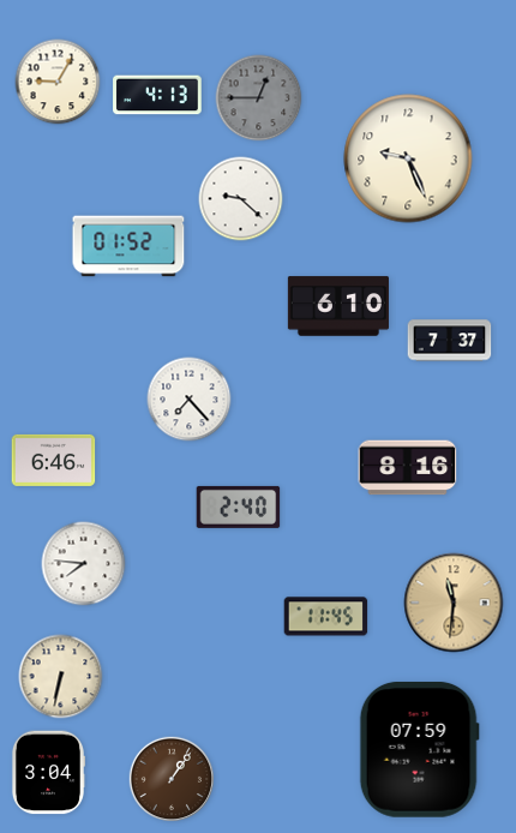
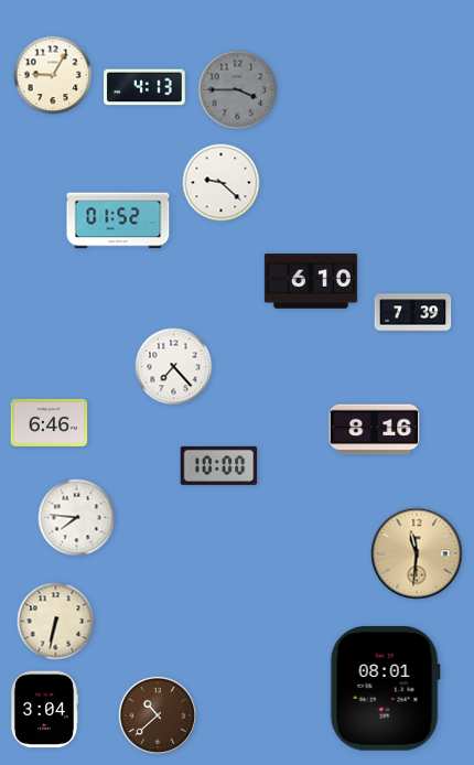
clock at (259, 98): 12:45 -> 3:45
clock at (408, 158): 9:26 -> none
clock at (128, 246) position: (128, 246) -> (118, 220)
clock at (450, 341): 7:37 -> 7:39
clock at (239, 507): 2:40 -> 10:00
clock at (326, 617): 11:45 -> none
clock at (419, 750): 07:59 -> 08:01
clock at (170, 778): 1:06 -> 10:38
